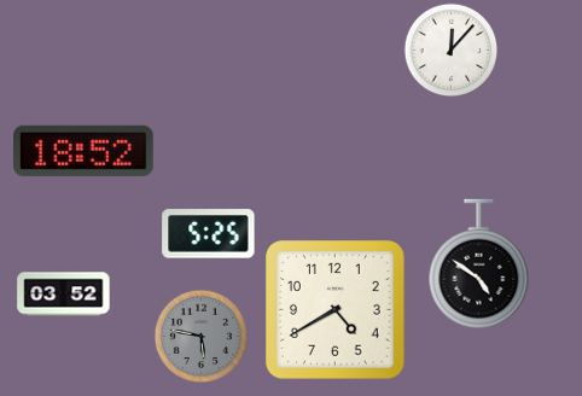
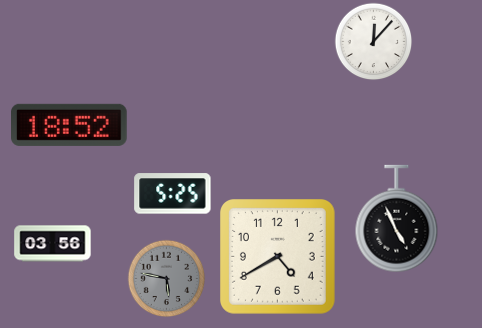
clock at (479, 264): 4:51 -> 4:56
clock at (64, 295): 03:52 -> 03:56
